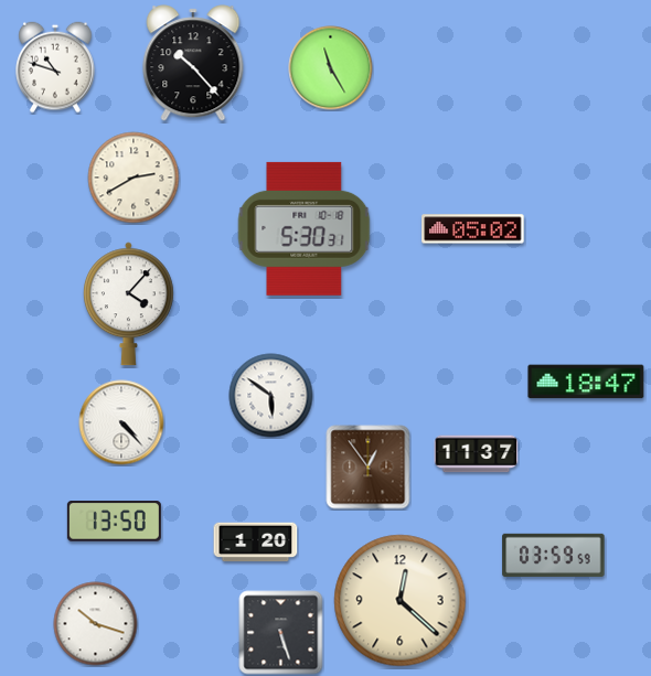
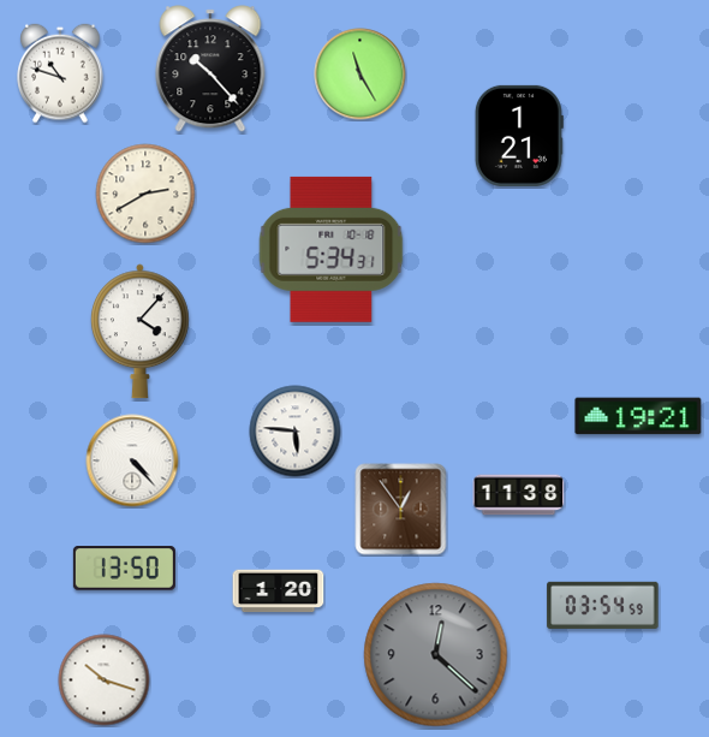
clock at (519, 136): none -> 1:21
clock at (305, 228): 5:30 -> 5:34
clock at (473, 229): 05:02 -> none
clock at (586, 382): 18:47 -> 19:21
clock at (271, 396): 5:51 -> 5:46
clock at (477, 454): 11:37 -> 11:38
clock at (554, 555): 03:59 -> 03:54
clock at (401, 601) dial: cream -> grey
clock at (281, 633): 5:27 -> none
